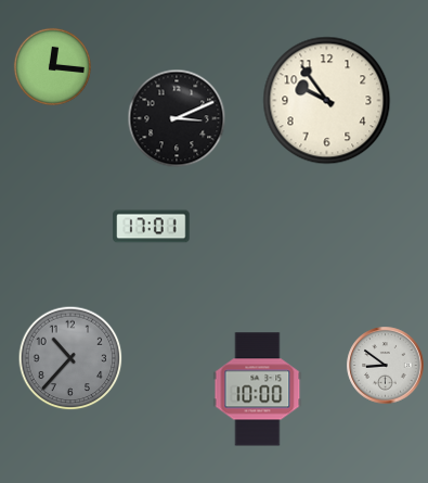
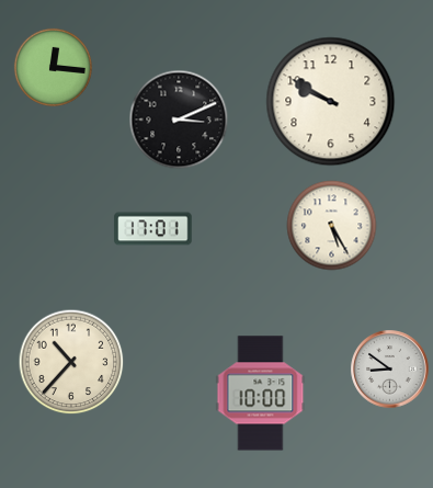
clock at (327, 101): 9:54 -> 9:50
clock at (332, 226): none -> 5:25
clock at (70, 358) dial: grey -> cream
